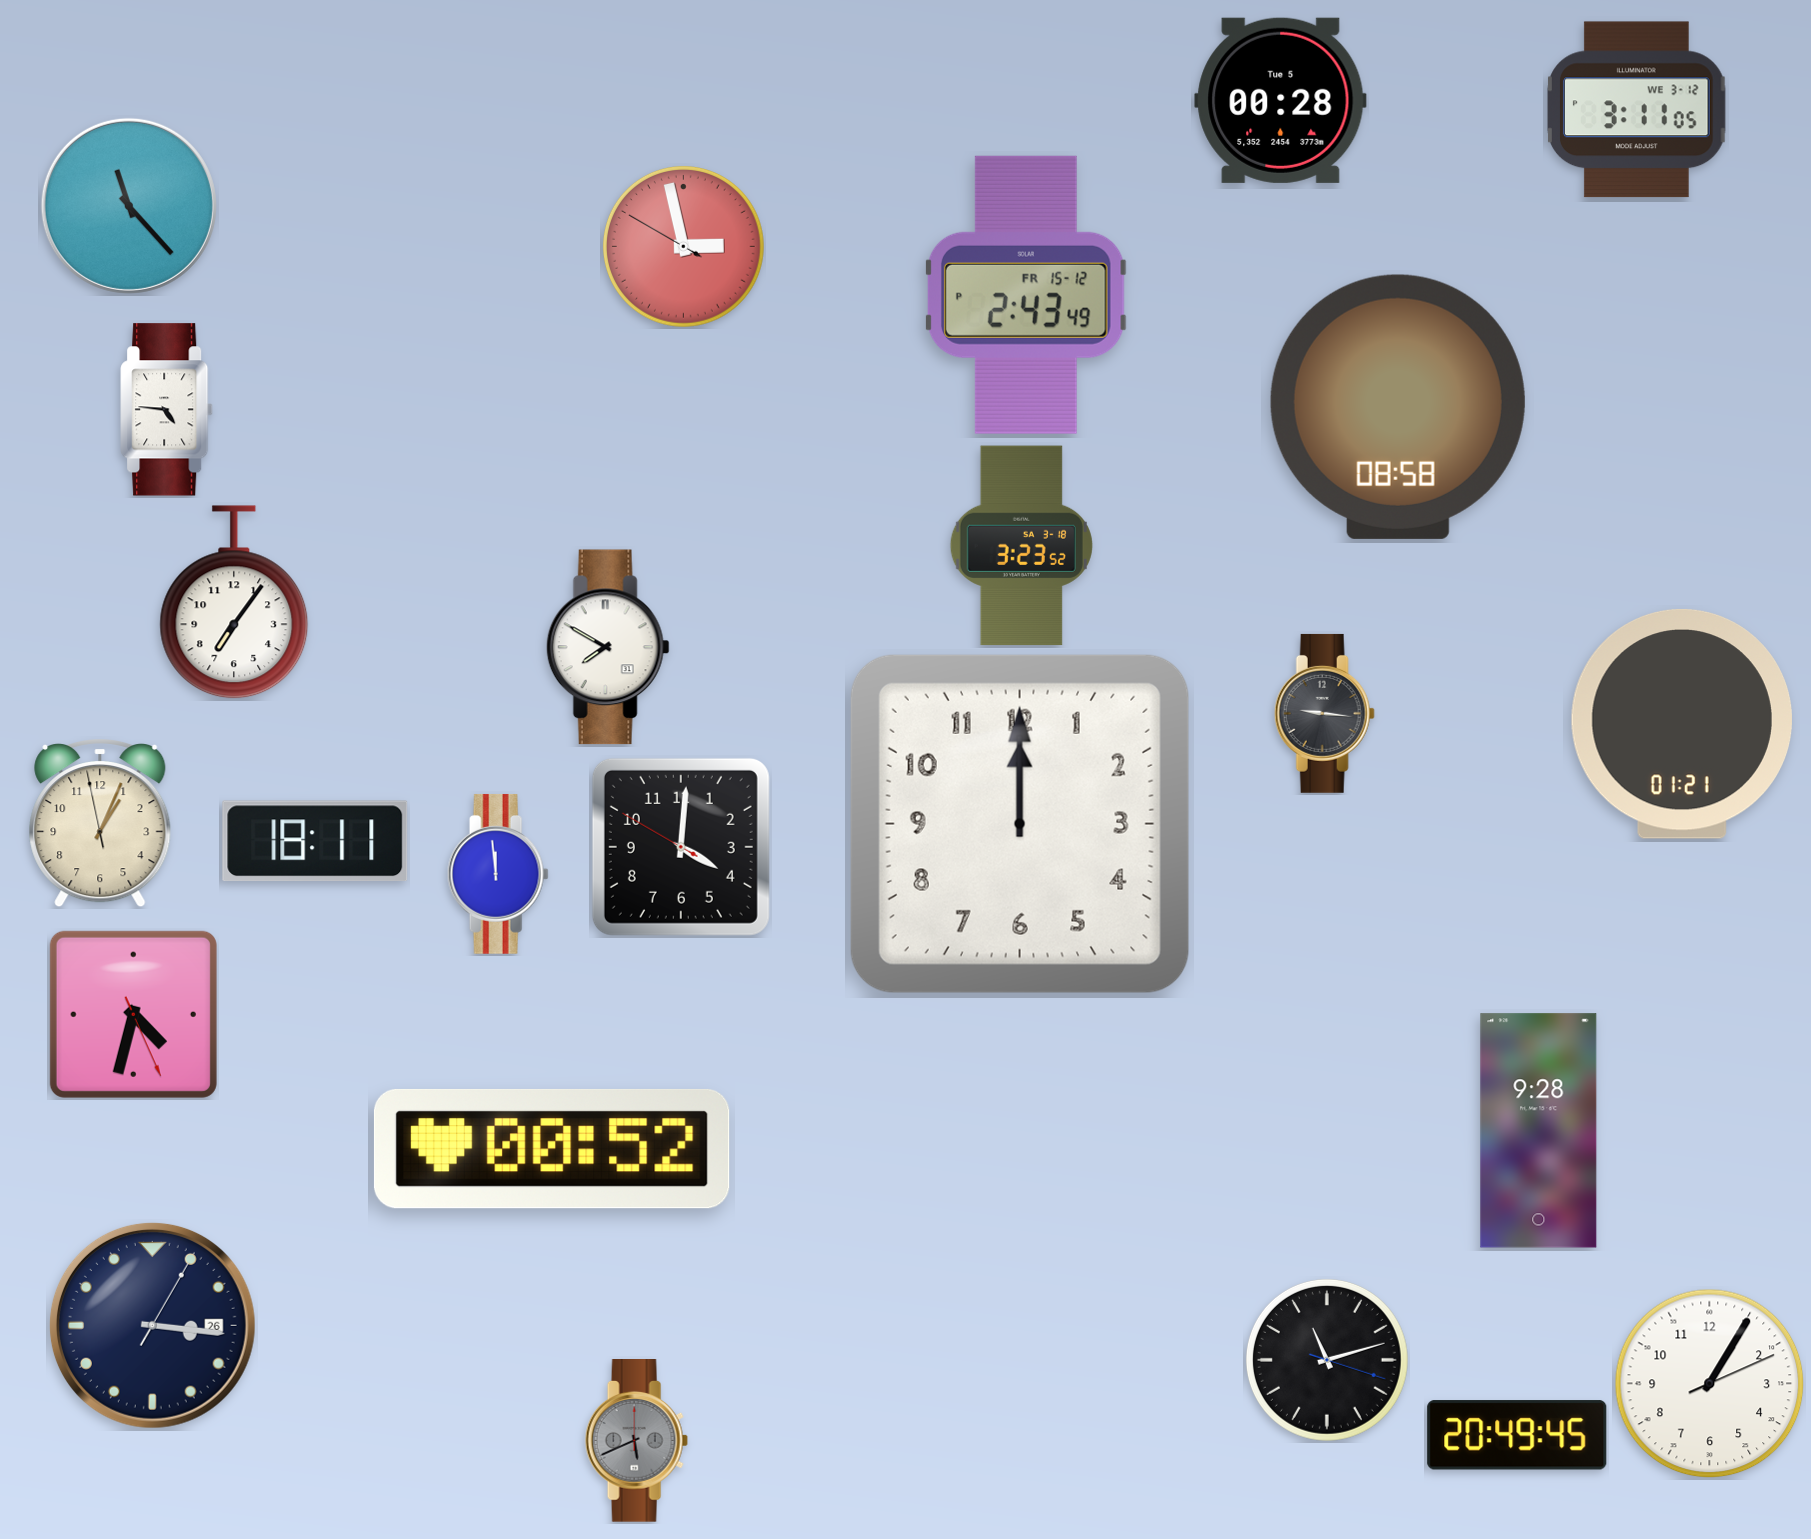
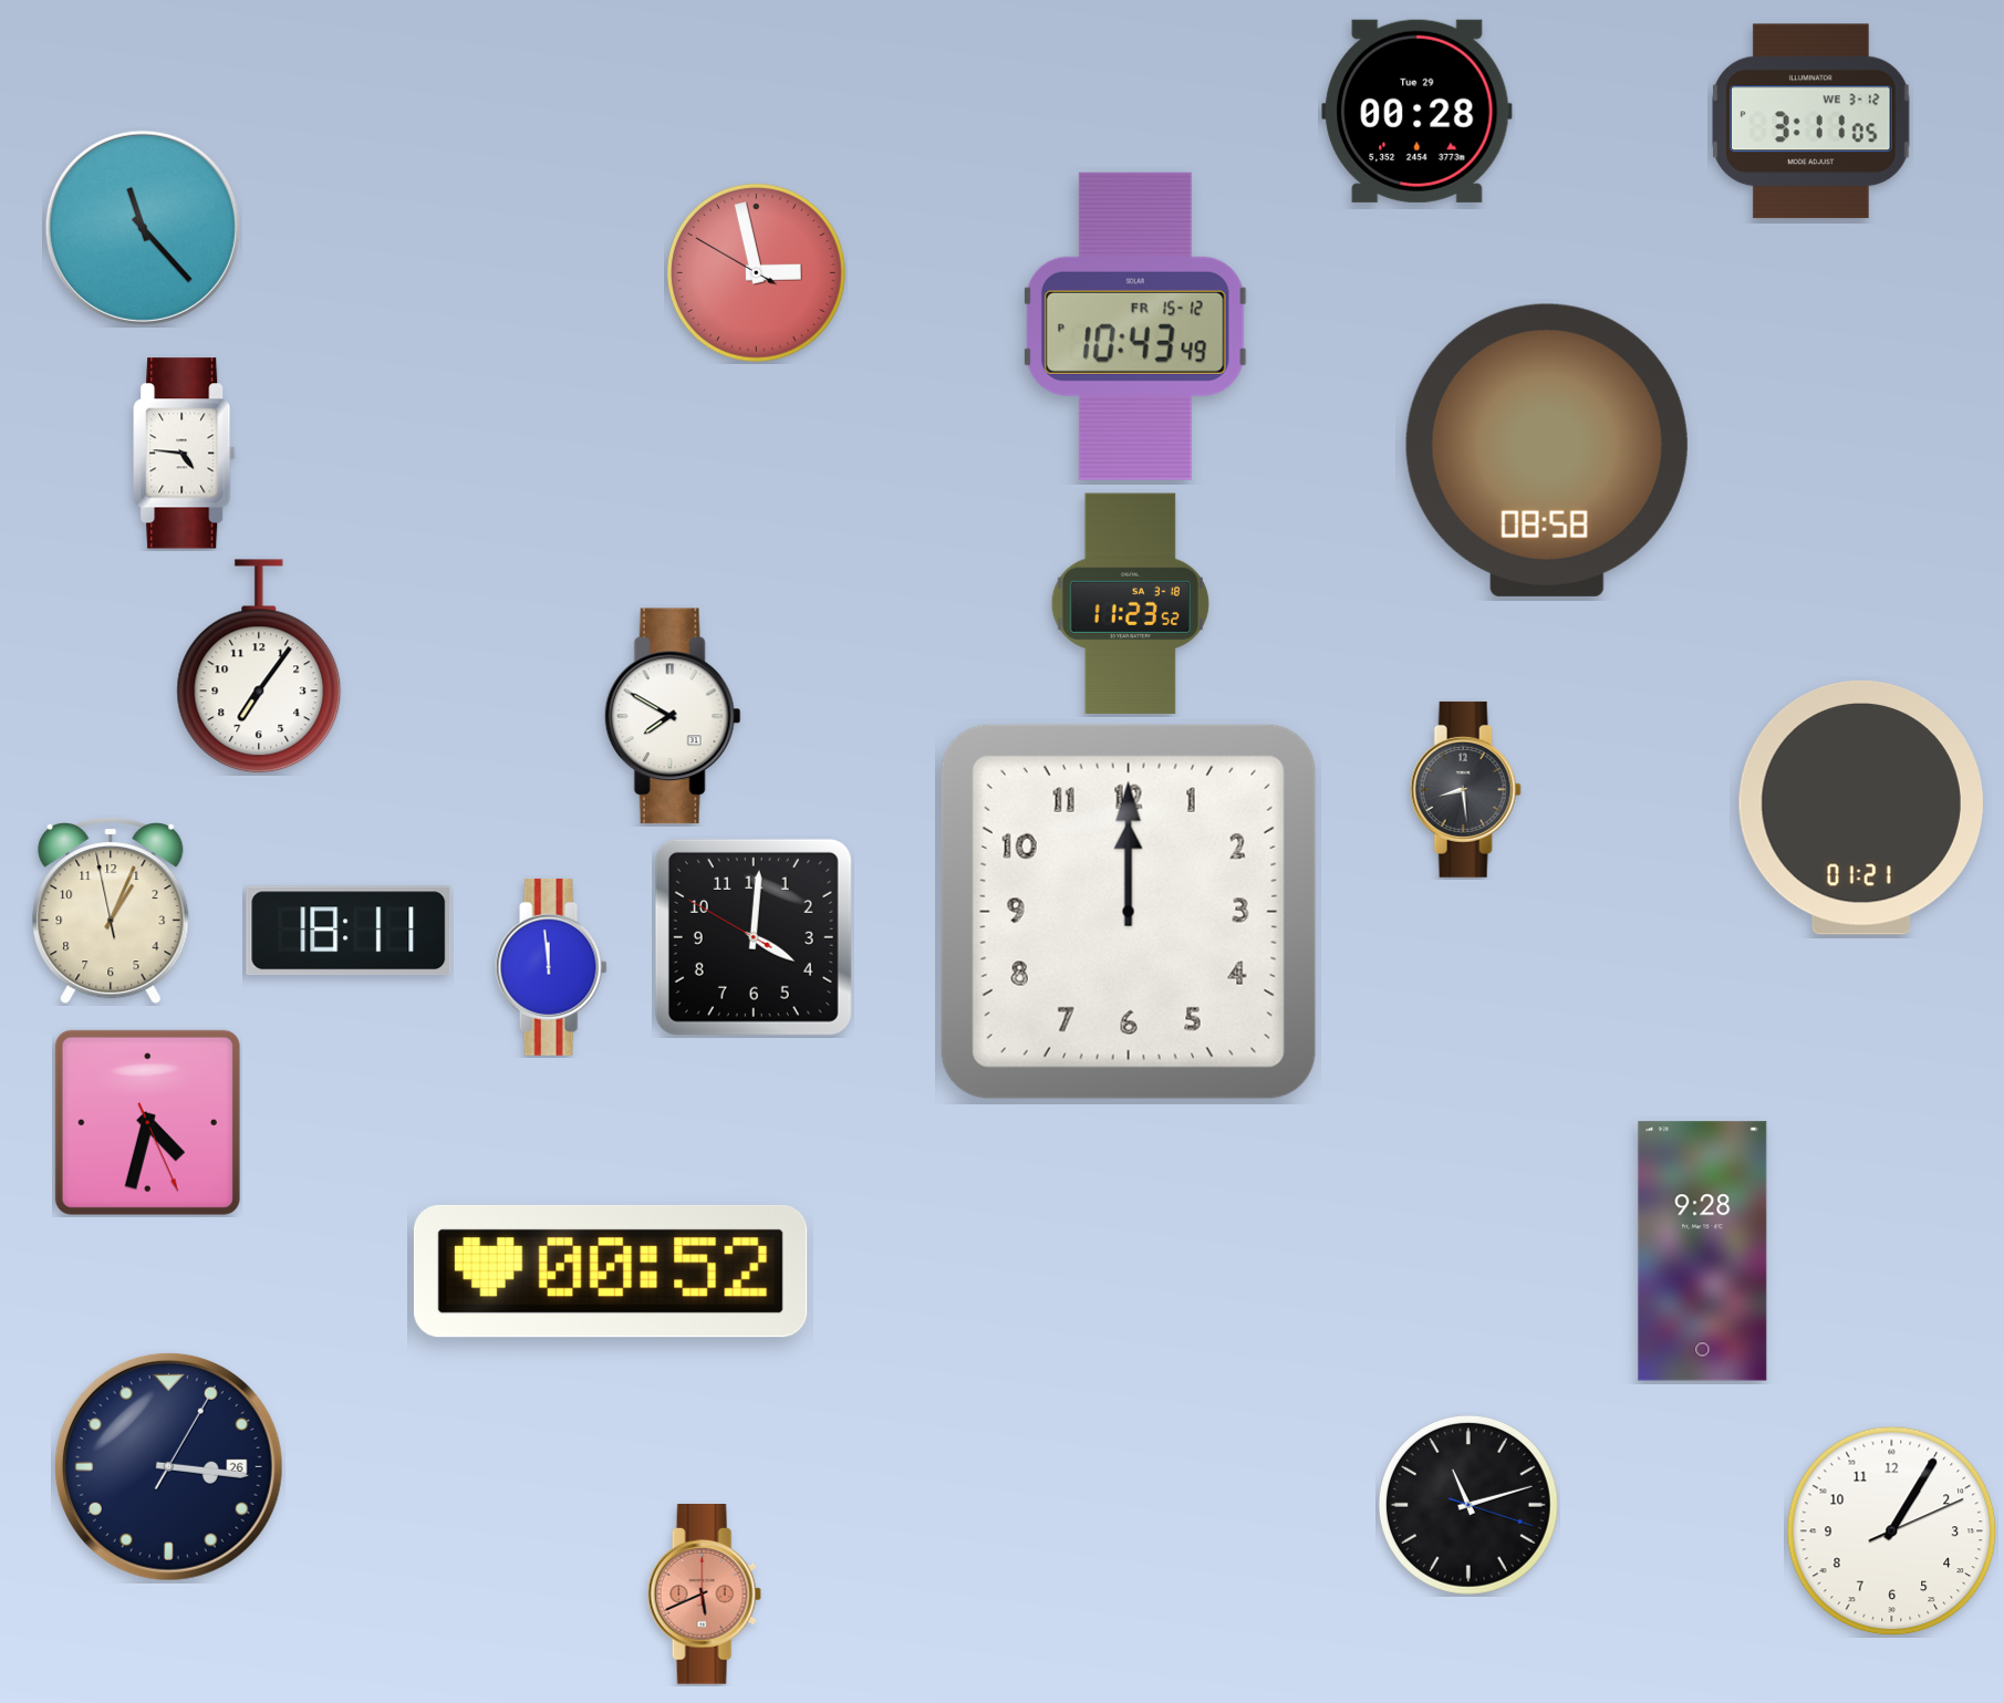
clock at (1281, 100) date: Tue 5 -> Tue 29
clock at (1026, 295): 2:43 -> 10:43
clock at (1021, 546): 3:23 -> 11:23
clock at (1324, 713): 9:16 -> 8:29
clock at (1682, 724) position: (1682, 724) -> (1861, 808)
clock at (1517, 1435): 20:49 -> none
clock at (636, 1441) dial: grey -> salmon
